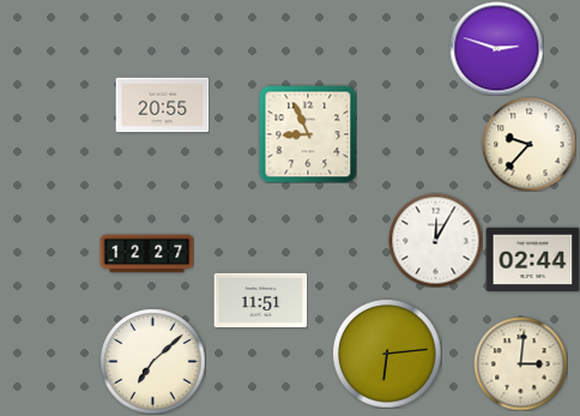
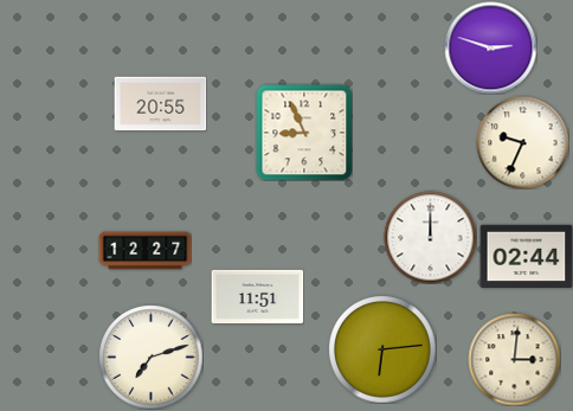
clock at (528, 144): 9:37 -> 9:34
clock at (435, 240): 12:05 -> 12:00
clock at (152, 361): 7:08 -> 7:12
